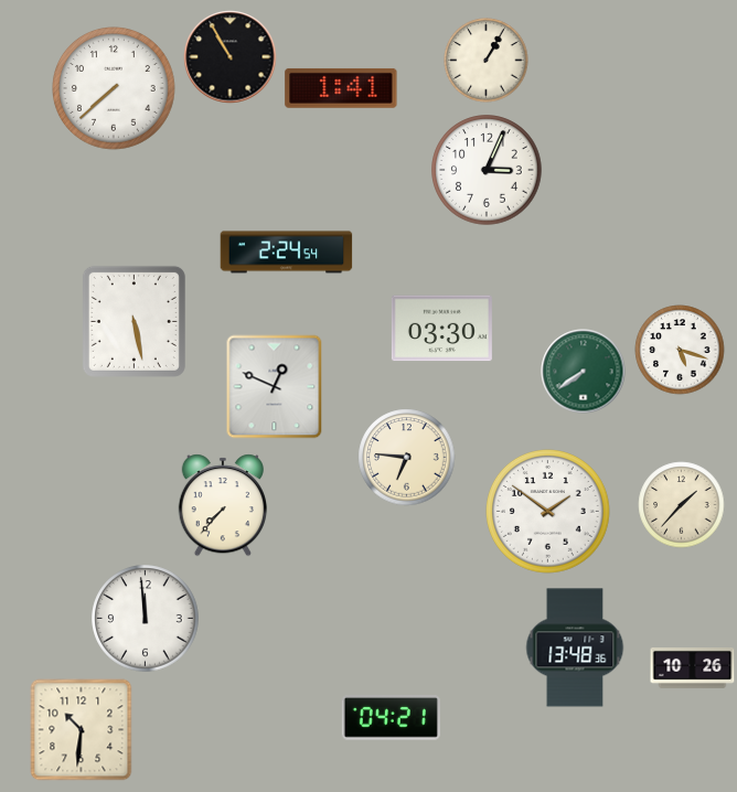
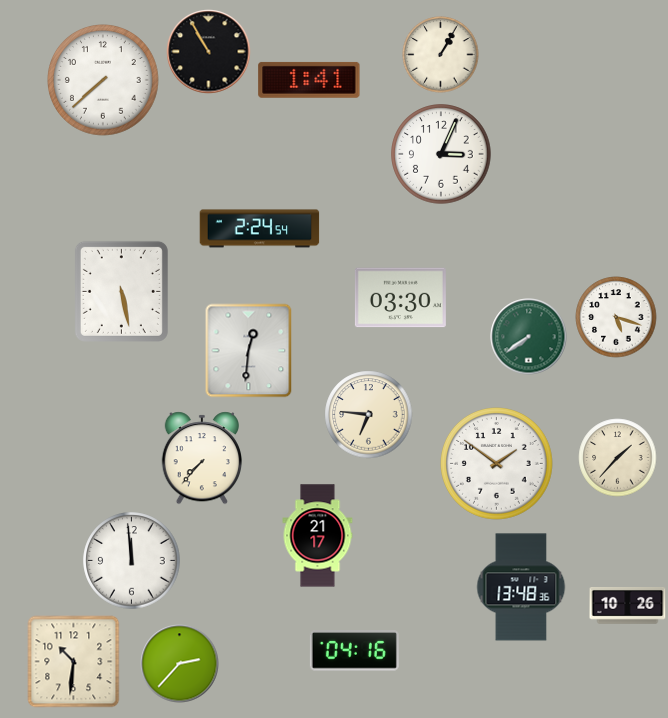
clock at (275, 387): 12:49 -> 12:31
clock at (318, 536): none -> 21:17
clock at (391, 718): 04:21 -> 04:16
clock at (180, 664): none -> 2:37
